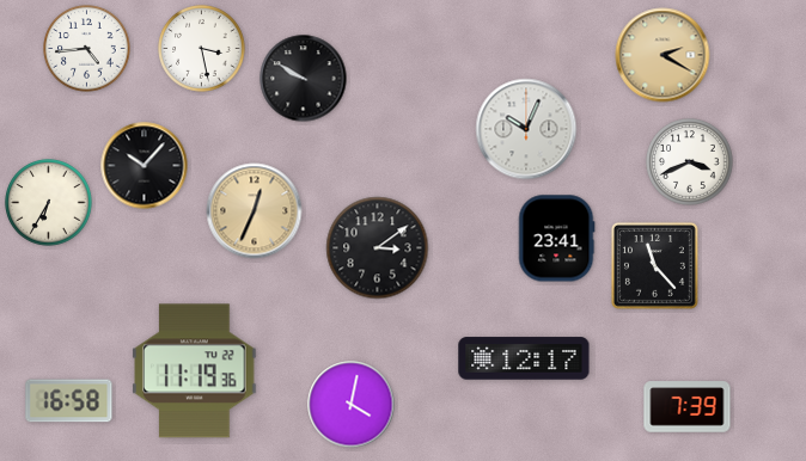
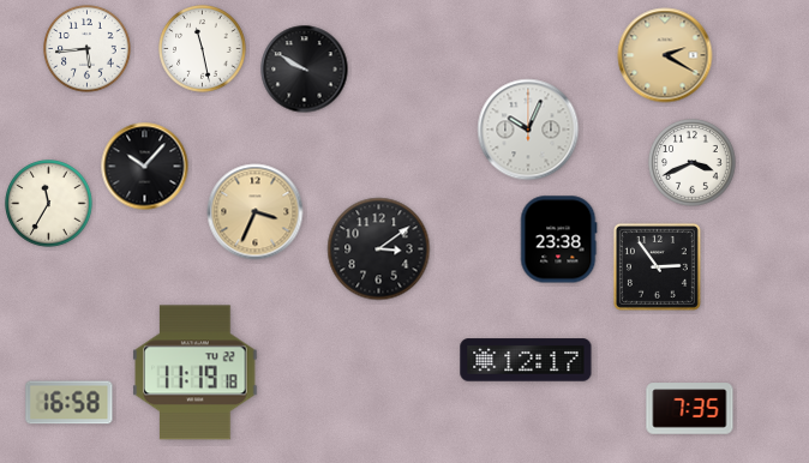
clock at (87, 49): 4:44 -> 5:44
clock at (202, 49): 3:28 -> 11:28
clock at (304, 79) position: (304, 79) -> (305, 70)
clock at (49, 203): 6:35 -> 11:35
clock at (255, 211): 12:34 -> 3:34
clock at (556, 239): 23:41 -> 23:38
clock at (654, 265): 11:23 -> 2:54
clock at (195, 371): 11:19:36 -> 11:19:18
clock at (352, 405): 4:02 -> none
clock at (688, 407): 7:39 -> 7:35
